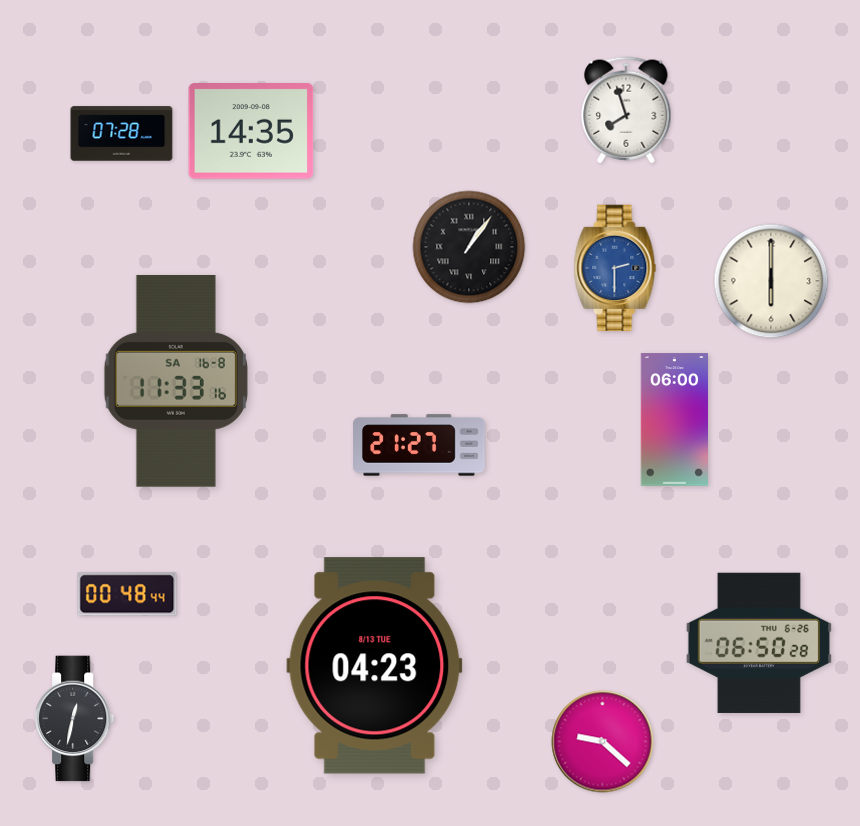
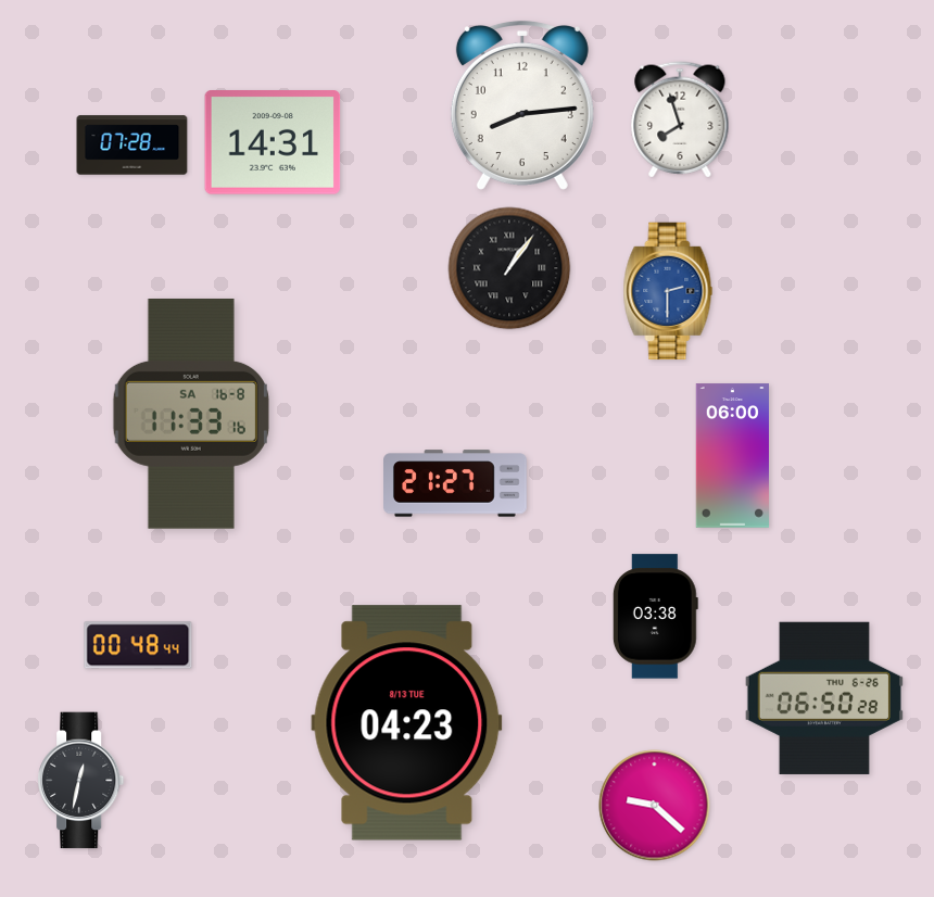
clock at (522, 105): none -> 8:14
clock at (251, 132): 14:35 -> 14:31
clock at (771, 281): 6:00 -> none
clock at (655, 617): none -> 03:38
